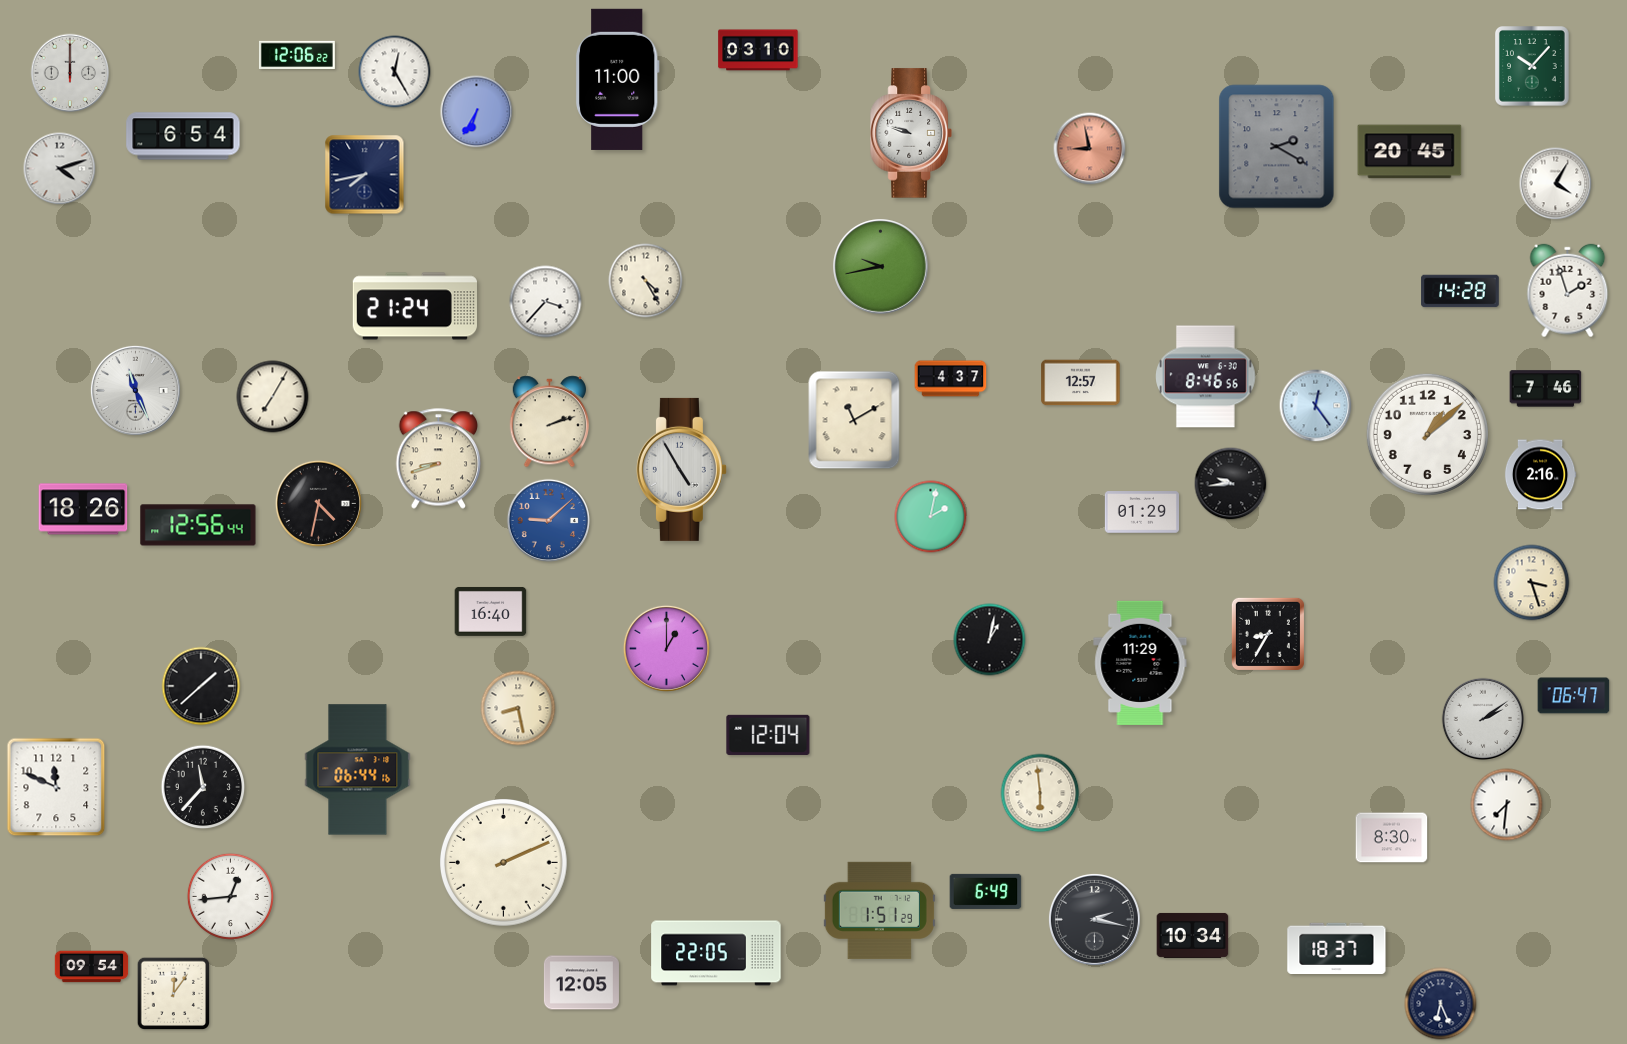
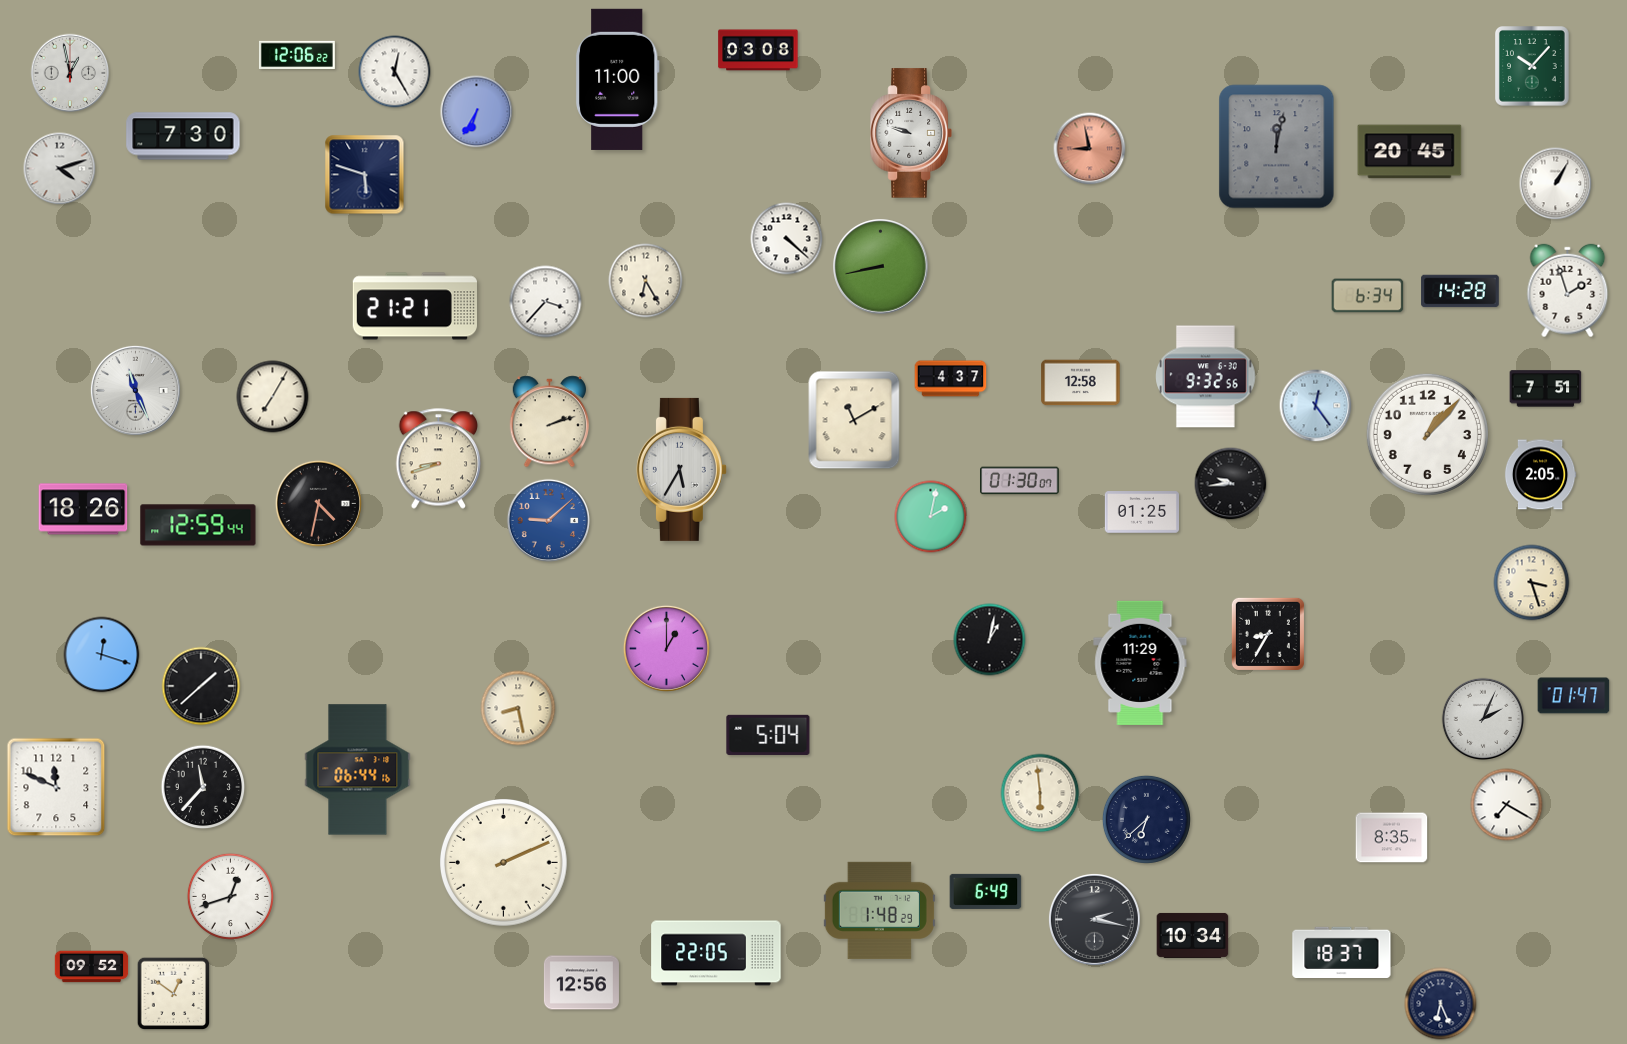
clock at (758, 50): 03:10 -> 03:08
clock at (70, 73): 12:00 -> 12:58
clock at (183, 136): 6:54 -> 7:30
clock at (1277, 147): 2:20 -> 12:02
clock at (365, 175): 7:43 -> 5:48
clock at (1556, 184): 4:05 -> 1:05
clock at (787, 239): none -> 4:22
clock at (881, 267): 9:43 -> 8:43
clock at (646, 281): 4:25 -> 6:25
clock at (1368, 296): none -> 6:34
clock at (415, 306): 21:24 -> 21:21
clock at (1206, 377): 8:46 -> 9:32
clock at (1081, 383): 12:57 -> 12:58
clock at (1546, 389): 7:46 -> 7:51
clock at (1427, 434): 1:08 -> 1:07
clock at (681, 469): 4:55 -> 5:35
clock at (1540, 475): 2:16 -> 2:05
clock at (1020, 481): none -> 01:30
clock at (1141, 512): 01:29 -> 01:25
clock at (198, 525): 12:56 -> 12:59
clock at (491, 611): 16:40 -> none
clock at (102, 655): none -> 12:18
clock at (1574, 696): 06:47 -> 01:47
clock at (1482, 718): 2:09 -> 2:04
clock at (768, 735): 12:04 -> 5:04
clock at (1507, 805): 7:31 -> 7:20
clock at (1146, 819): none -> 6:38
clock at (1392, 838): 8:30 -> 8:35
clock at (230, 896): 12:44 -> 12:42
clock at (879, 910): 1:51 -> 1:48
clock at (1337, 948) position: (1337, 948) -> (1342, 952)
clock at (92, 967): 09:54 -> 09:52
clock at (581, 983): 12:05 -> 12:56
clock at (174, 994): 12:06 -> 12:51
